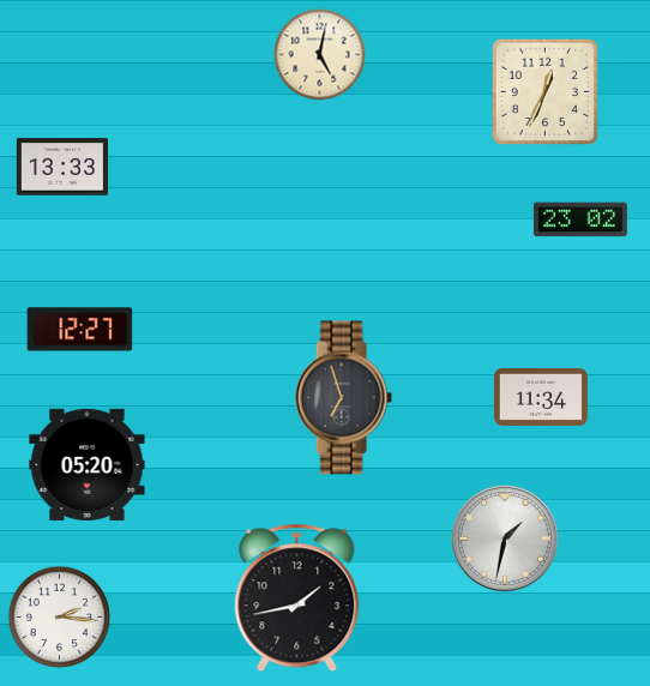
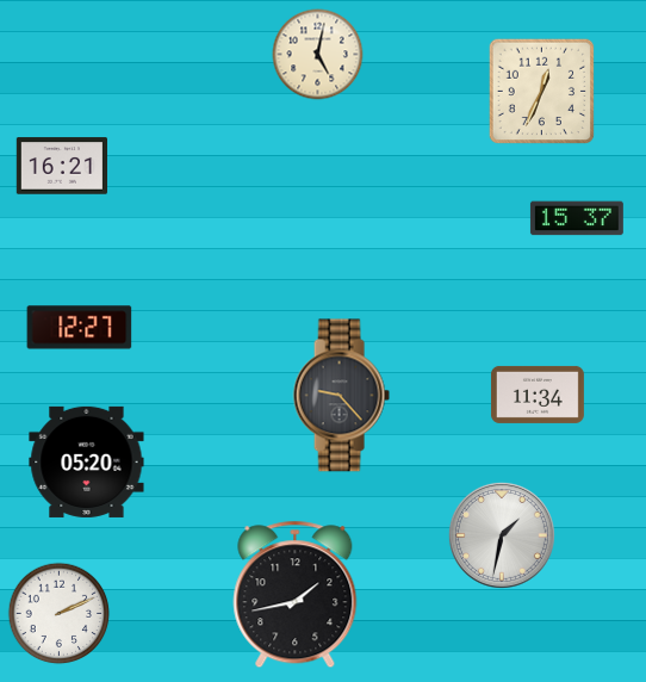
clock at (61, 167): 13:33 -> 16:21
clock at (580, 219): 23:02 -> 15:37
clock at (343, 398): 6:57 -> 9:23
clock at (60, 618): 2:16 -> 2:11
